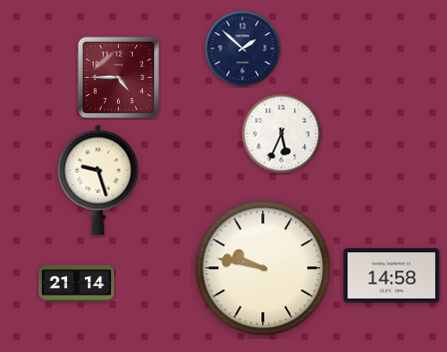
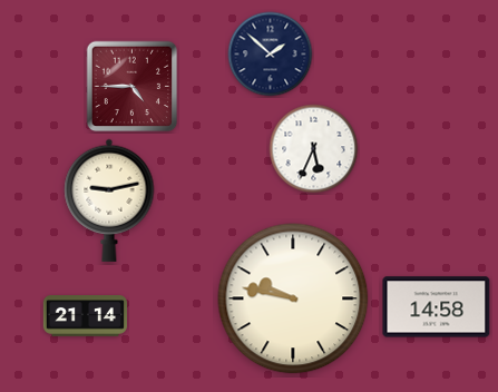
clock at (98, 180): 9:27 -> 9:13
